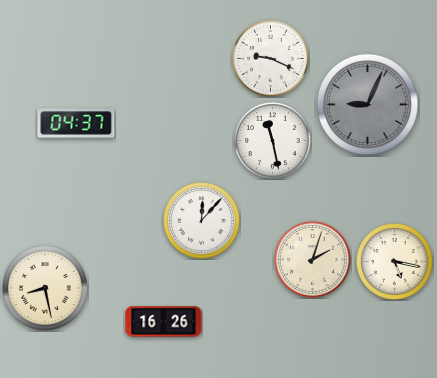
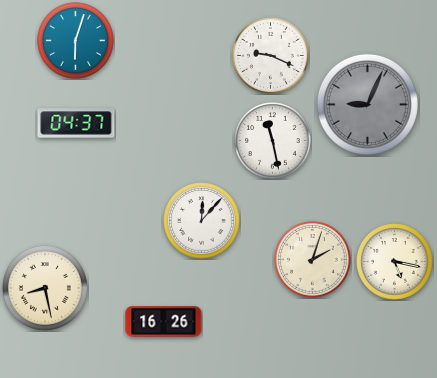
clock at (76, 41): none -> 6:03
clock at (271, 59) position: (271, 59) -> (271, 56)
